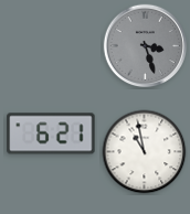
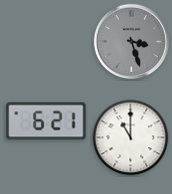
clock at (145, 152): 10:58 -> 11:00
